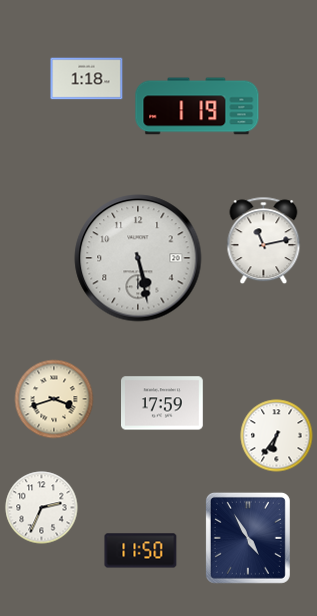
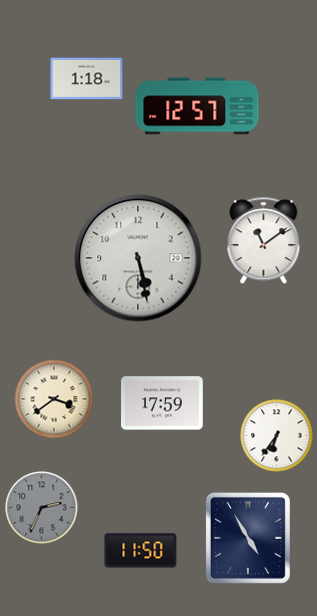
clock at (197, 106): 1:19 -> 12:57
clock at (264, 241): 11:13 -> 11:09
clock at (54, 399): 3:42 -> 3:39
clock at (42, 508) dial: white -> grey
